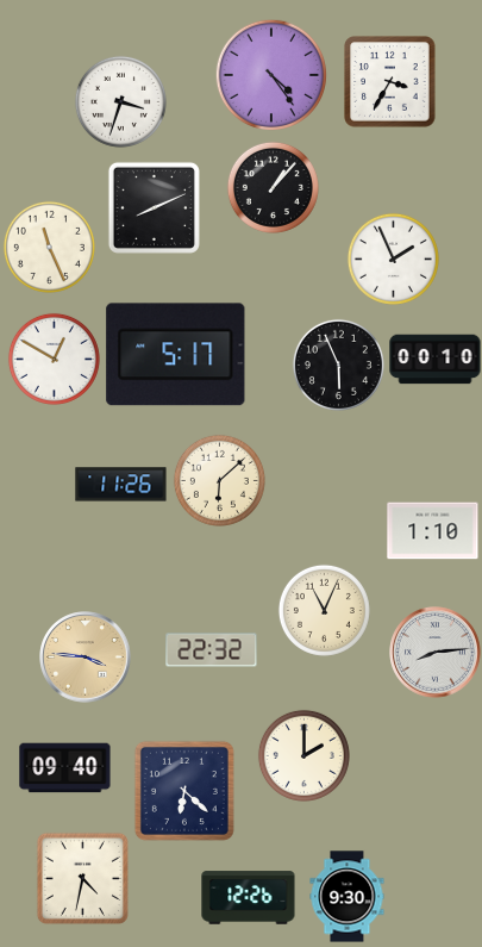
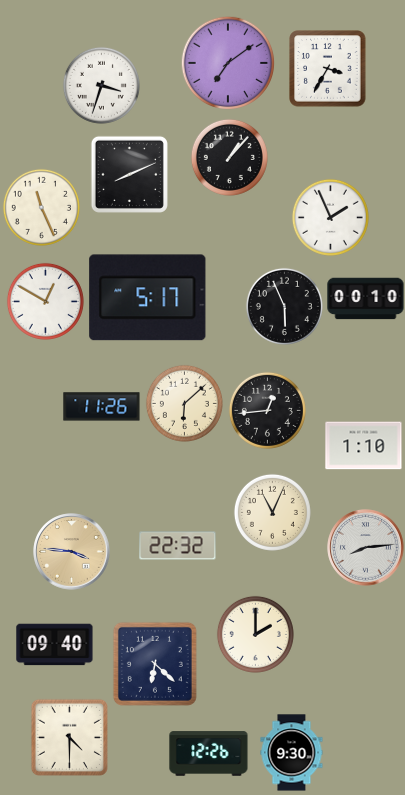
clock at (270, 74): 4:24 -> 7:09
clock at (436, 360) position: (436, 360) -> (366, 299)
clock at (267, 410): none -> 12:44
clock at (82, 878): 4:32 -> 4:30
